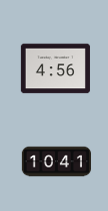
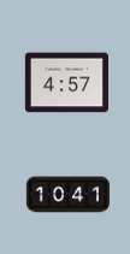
clock at (55, 69): 4:56 -> 4:57
